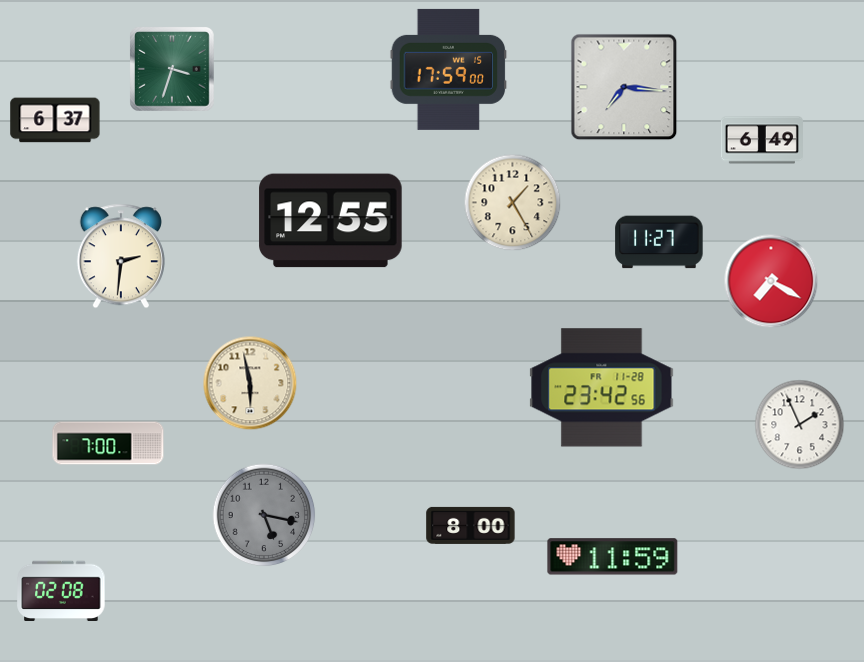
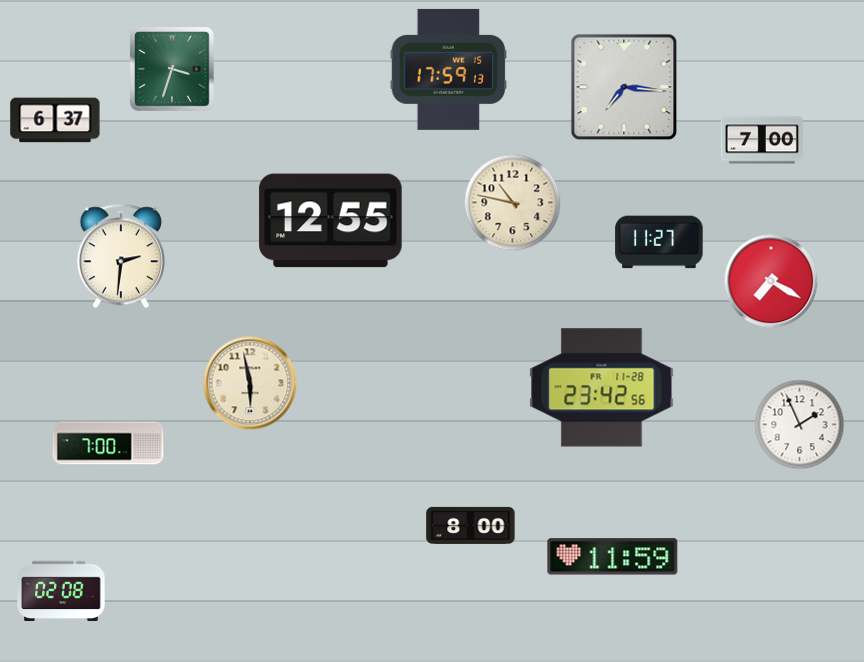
clock at (449, 69): 17:59:00 -> 17:59:13
clock at (762, 140): 6:49 -> 7:00
clock at (513, 203): 1:25 -> 10:47
clock at (264, 515): 5:17 -> none
